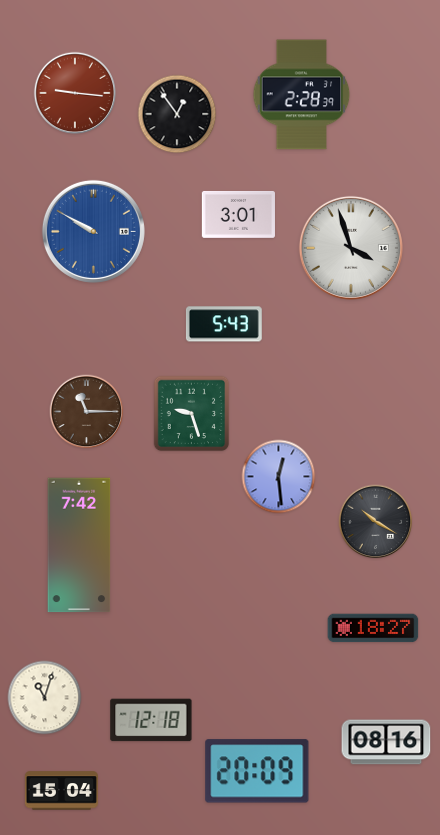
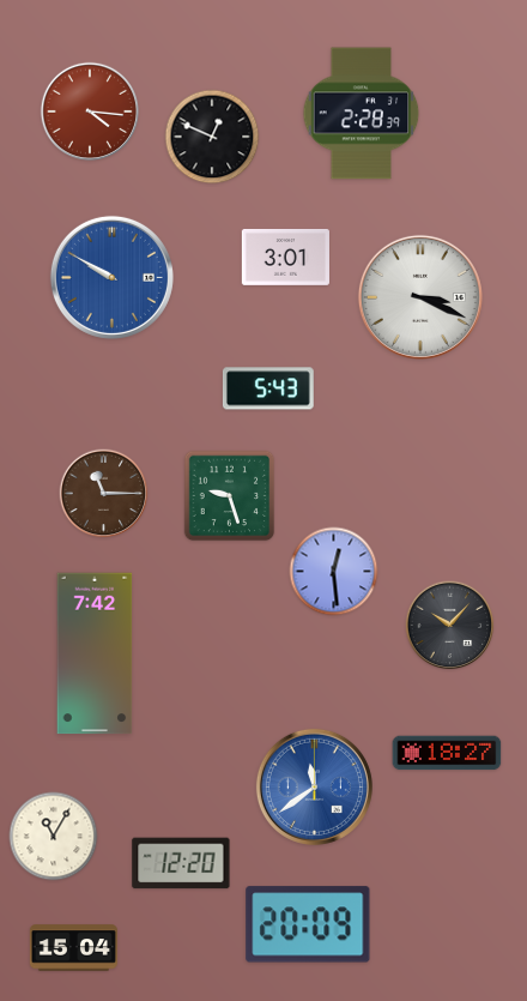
clock at (75, 93): 9:16 -> 4:16
clock at (177, 114): 12:54 -> 12:49
clock at (351, 248): 3:57 -> 3:19
clock at (376, 522): 10:20 -> 10:07
clock at (314, 786): none -> 11:39
clock at (45, 698): 11:03 -> 11:05
clock at (151, 720): 12:18 -> 12:20
clock at (386, 742): 08:16 -> none
